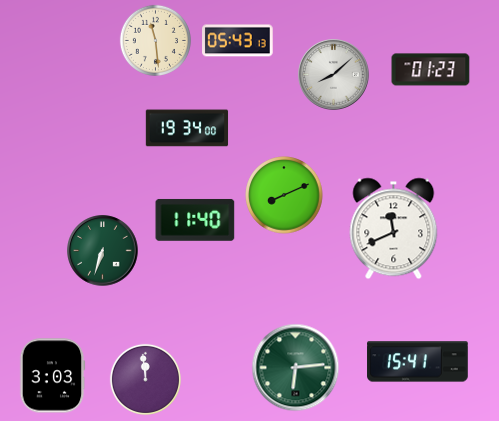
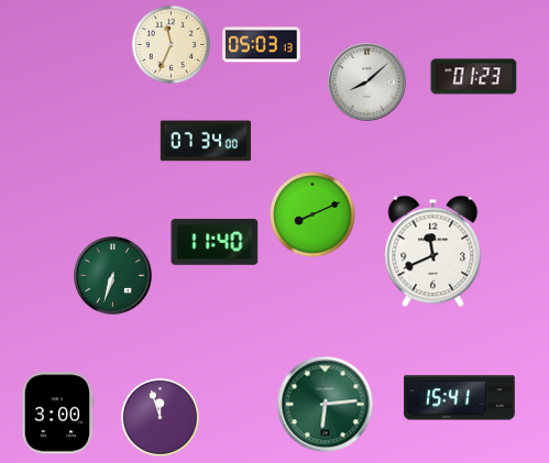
clock at (155, 40): 11:29 -> 11:34
clock at (238, 41): 05:43 -> 05:03
clock at (187, 128): 19:34 -> 07:34
clock at (52, 376): 3:03 -> 3:00
clock at (145, 379): 11:59 -> 11:57
